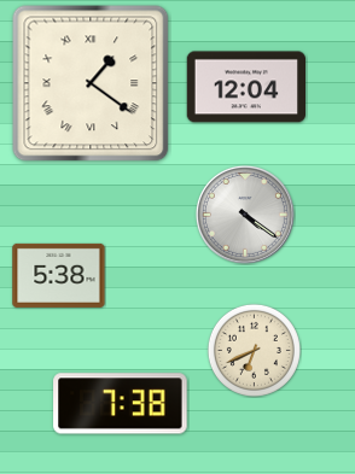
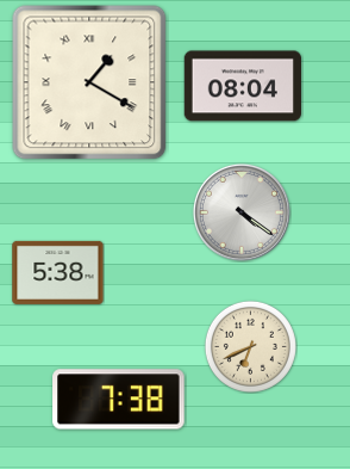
clock at (91, 83): 1:21 -> 1:20
clock at (245, 87): 12:04 -> 08:04
